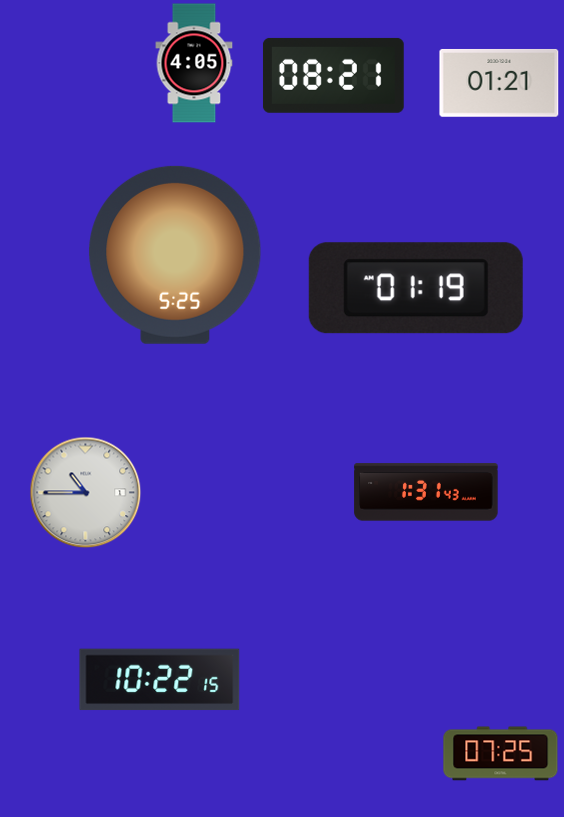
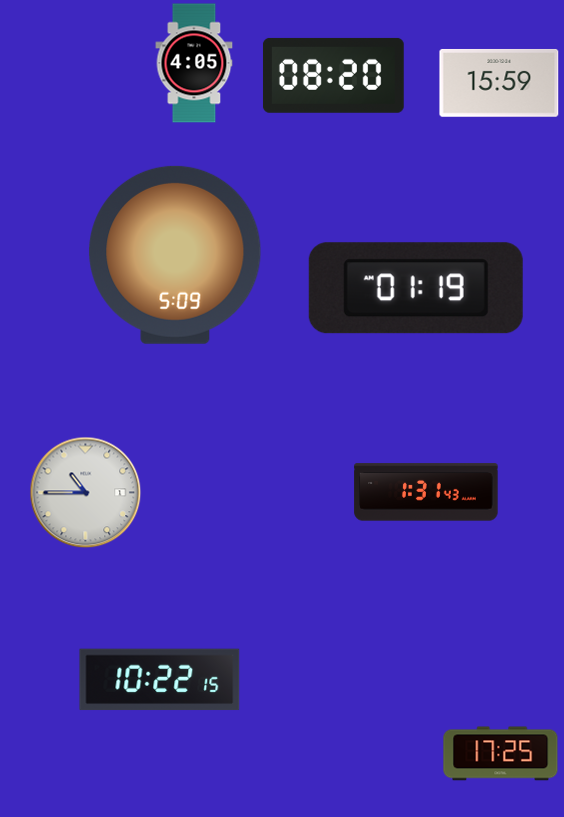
clock at (334, 75): 08:21 -> 08:20
clock at (499, 83): 01:21 -> 15:59
clock at (175, 255): 5:25 -> 5:09
clock at (501, 754): 07:25 -> 17:25
